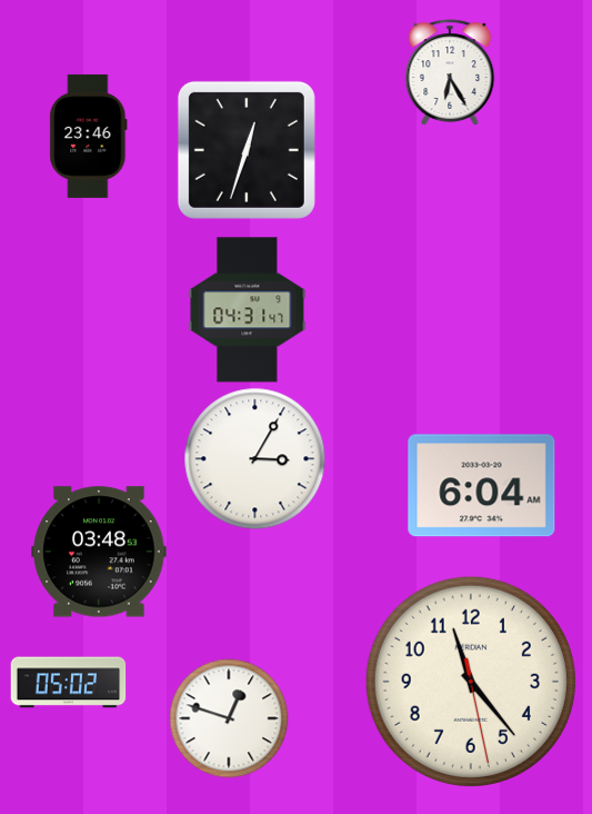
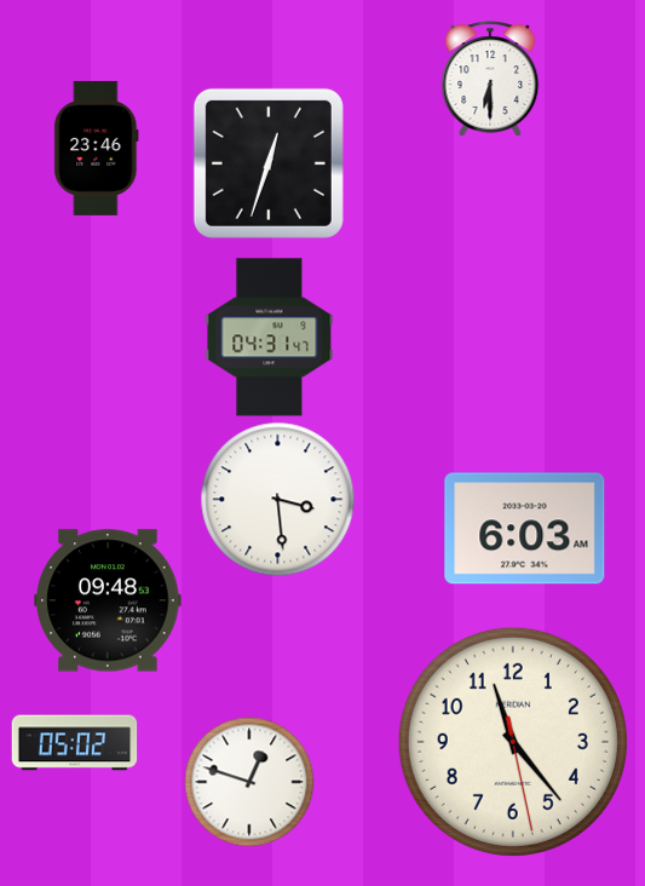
clock at (450, 72): 6:25 -> 6:30
clock at (255, 459): 3:05 -> 3:29
clock at (482, 486): 6:04 -> 6:03
clock at (99, 552): 03:48 -> 09:48
